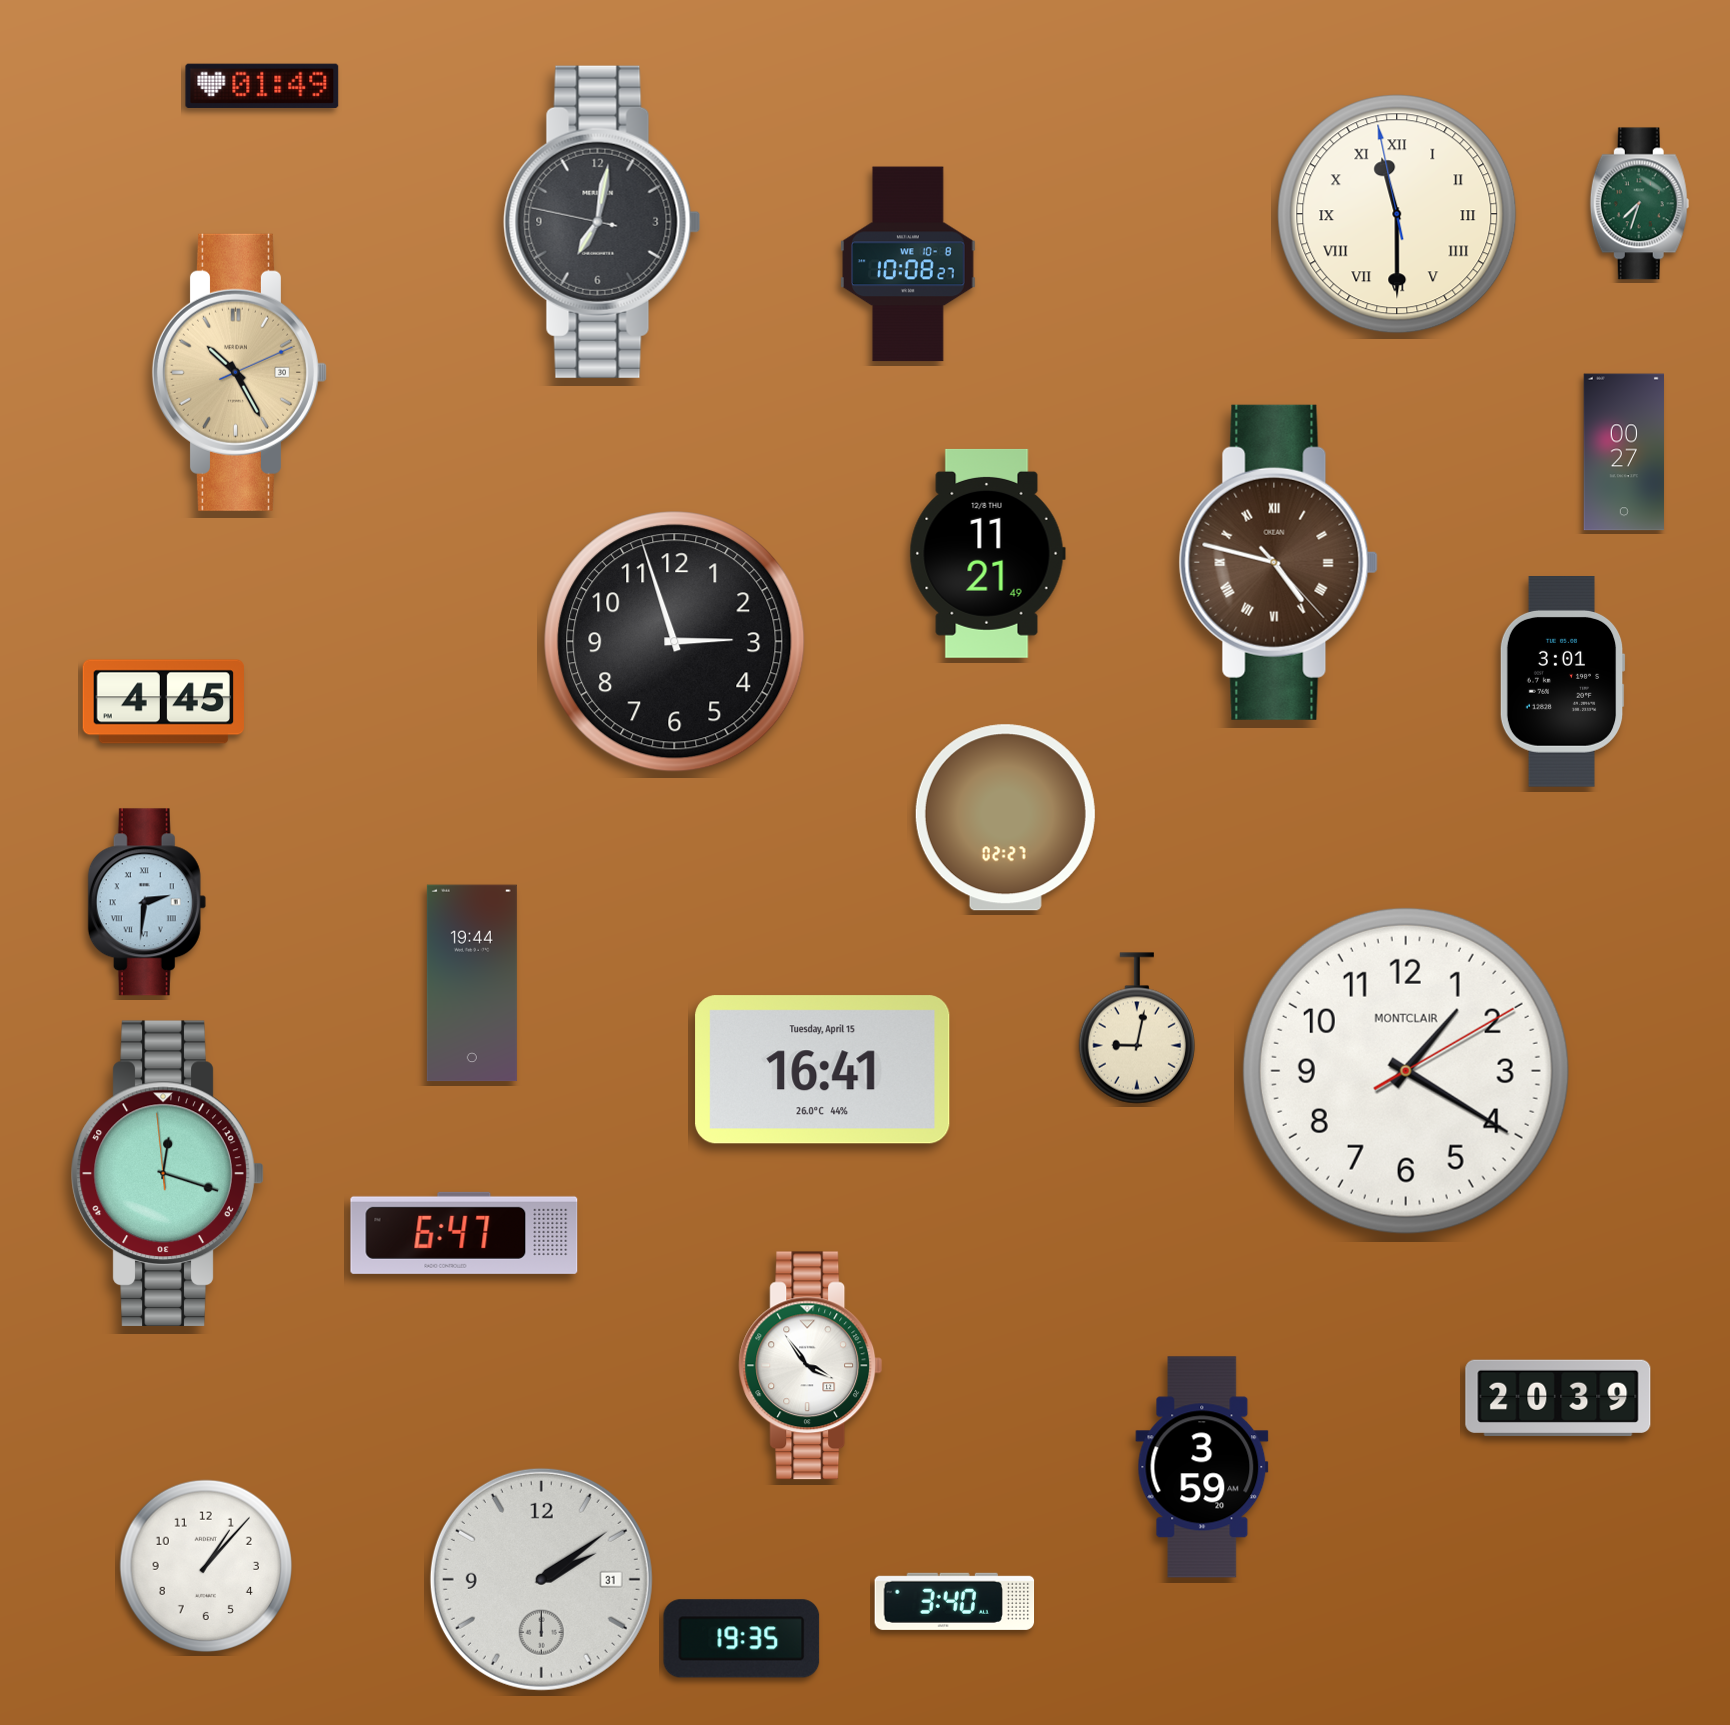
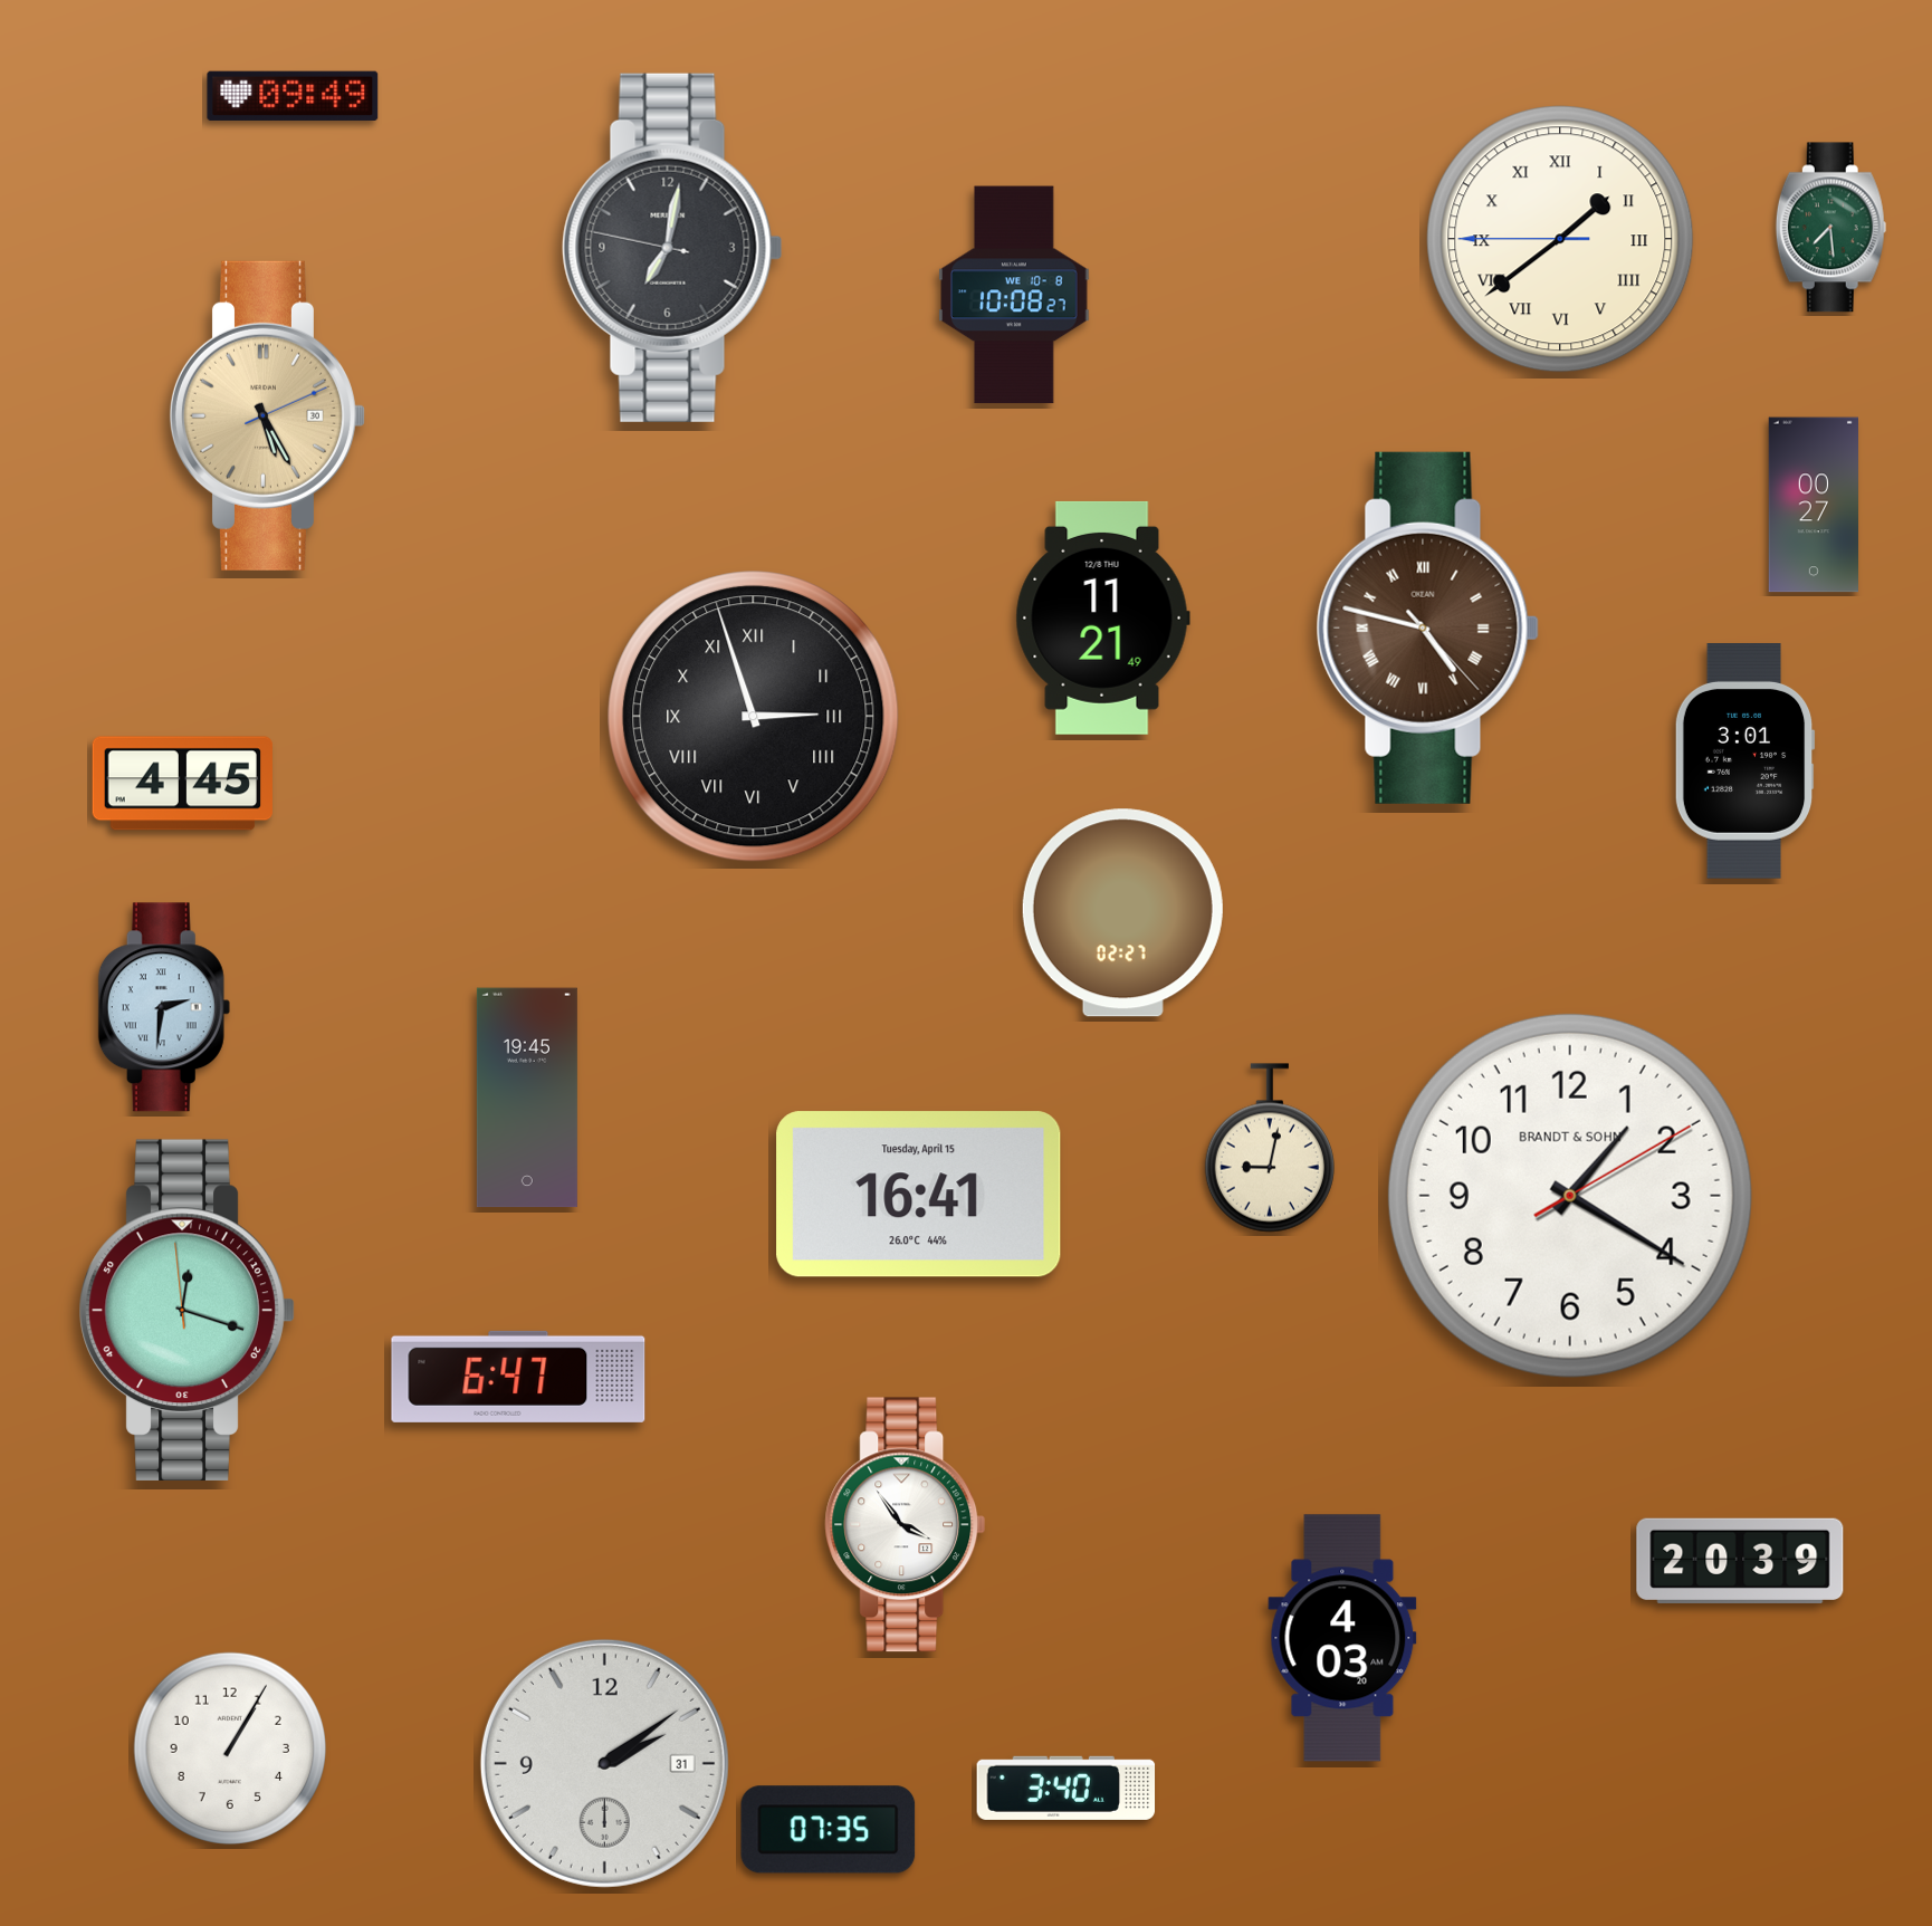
clock at (262, 86): 01:49 -> 09:49
clock at (1639, 204): 7:33 -> 7:29
clock at (1397, 214): 11:29 -> 1:38
clock at (239, 372): 10:25 -> 5:25
clock at (675, 642) numerals: Arabic -> Roman
clock at (472, 983): 19:44 -> 19:45
clock at (1406, 1071) brand: MONTCLAIR -> BRANDT & SOHN
clock at (1202, 1467): 3:59 -> 4:03
clock at (206, 1566): 1:07 -> 1:05
clock at (742, 1639): 19:35 -> 07:35
